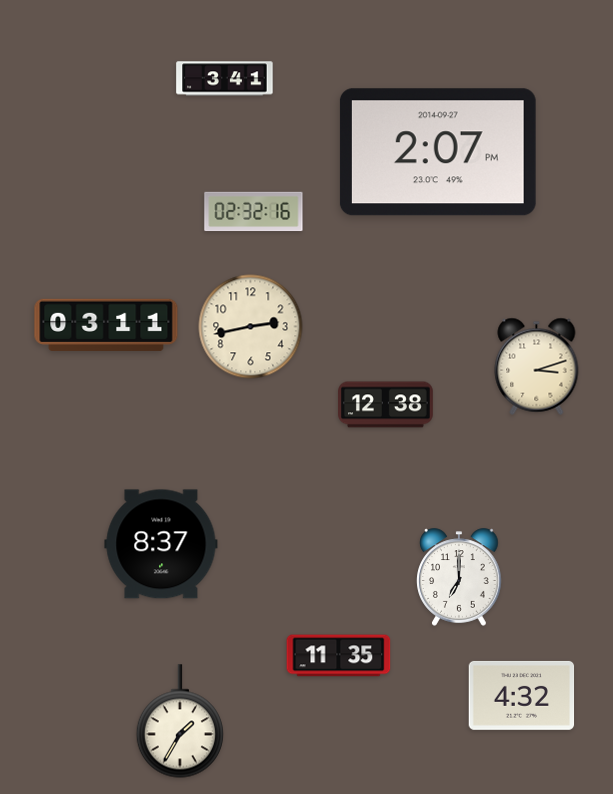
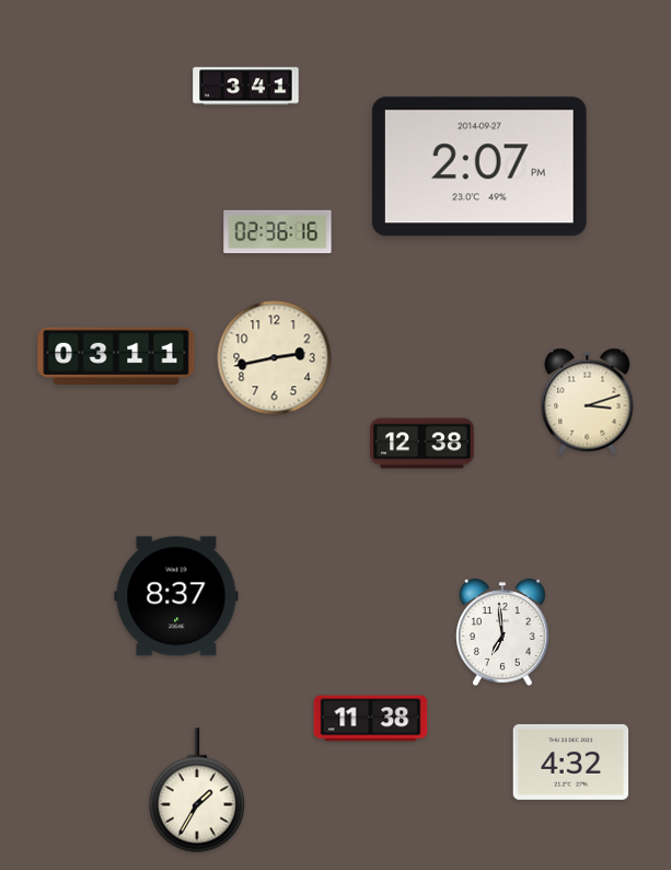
clock at (254, 212): 02:32 -> 02:36
clock at (459, 577): 7:00 -> 6:59
clock at (339, 656): 11:35 -> 11:38
